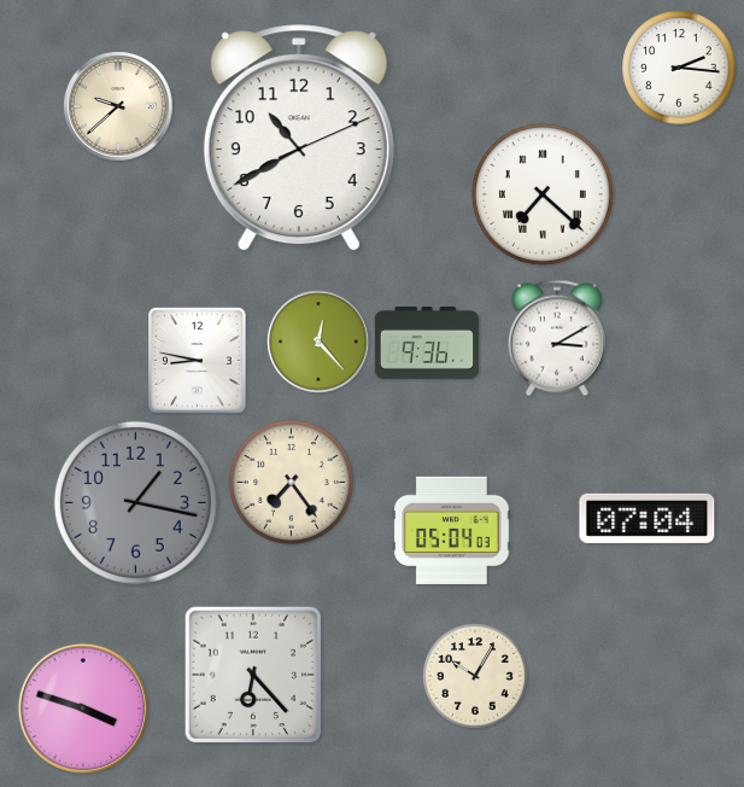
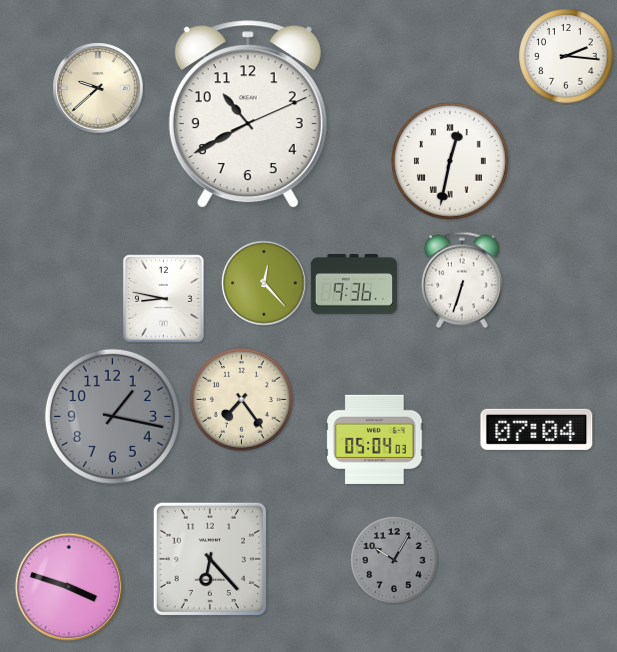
clock at (679, 68) position: (679, 68) -> (566, 56)
clock at (543, 194): 7:22 -> 12:32
clock at (557, 338): 3:10 -> 6:33
clock at (475, 676) dial: cream -> grey
